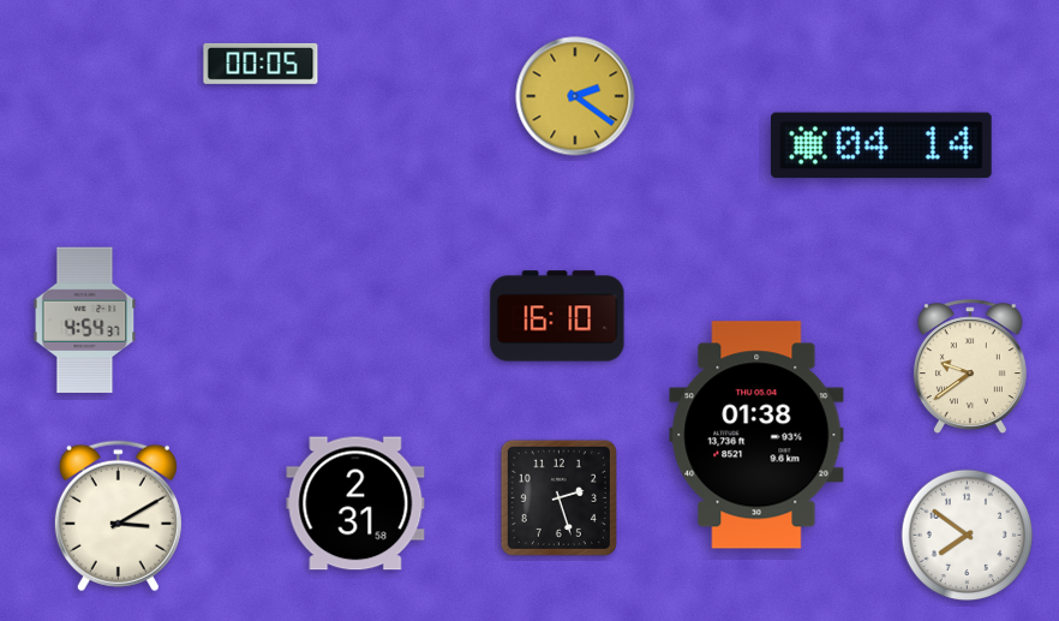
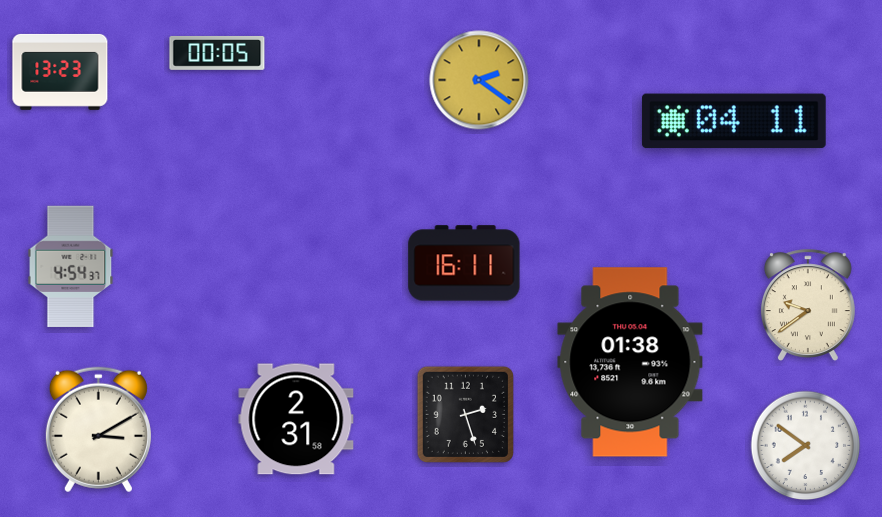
clock at (60, 72): none -> 13:23
clock at (881, 145): 04:14 -> 04:11
clock at (557, 316): 16:10 -> 16:11
